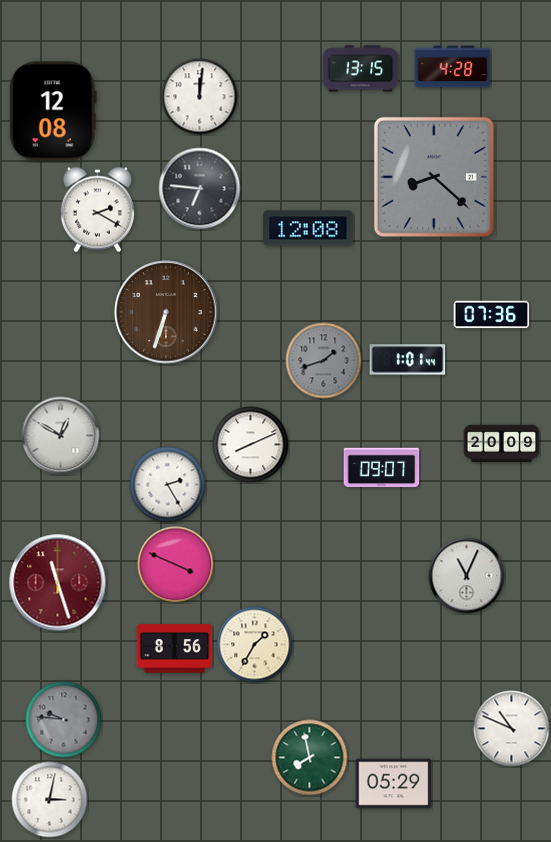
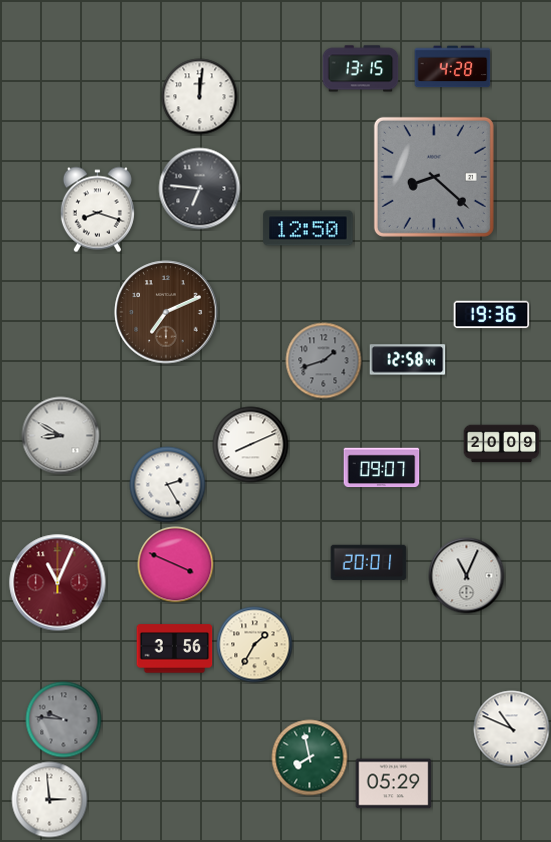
clock at (53, 111): 12:08 -> none
clock at (97, 210): 2:20 -> 8:18
clock at (308, 228): 12:08 -> 12:50
clock at (166, 312): 6:33 -> 7:11
clock at (492, 315): 07:36 -> 19:36
clock at (408, 360): 1:01 -> 12:58
clock at (61, 436): 12:50 -> 8:50
clock at (369, 563): none -> 20:01
clock at (58, 583): 11:27 -> 11:04
clock at (175, 649): 8:56 -> 3:56
clock at (50, 800): 3:02 -> 2:59
